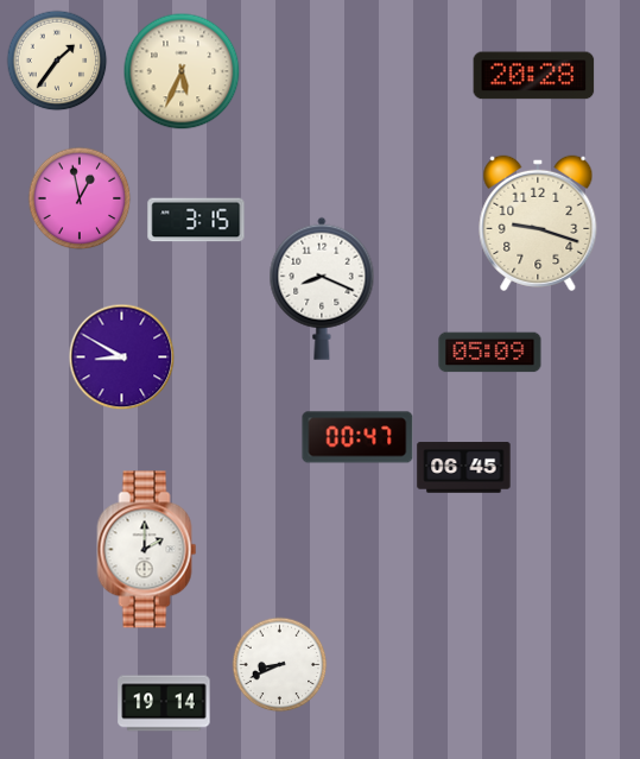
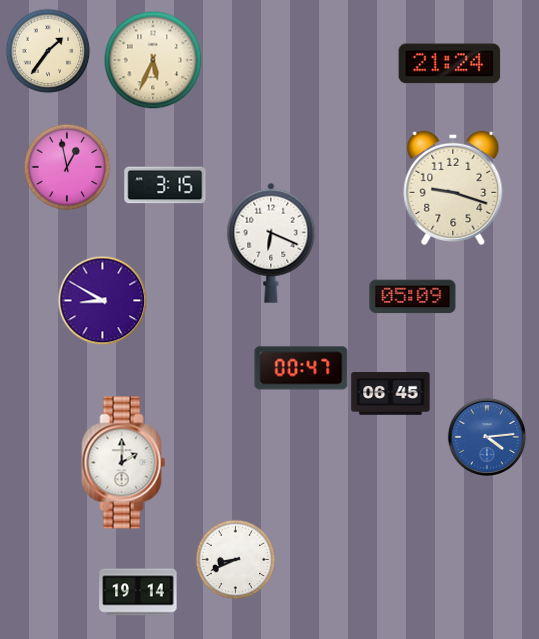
clock at (534, 76): 20:28 -> 21:24
clock at (322, 289): 8:19 -> 6:19
clock at (487, 437): none -> 4:14
